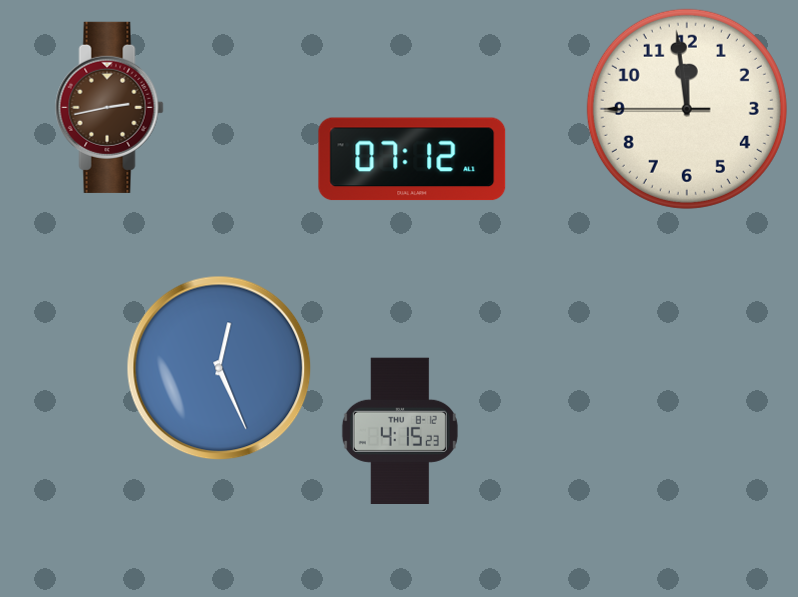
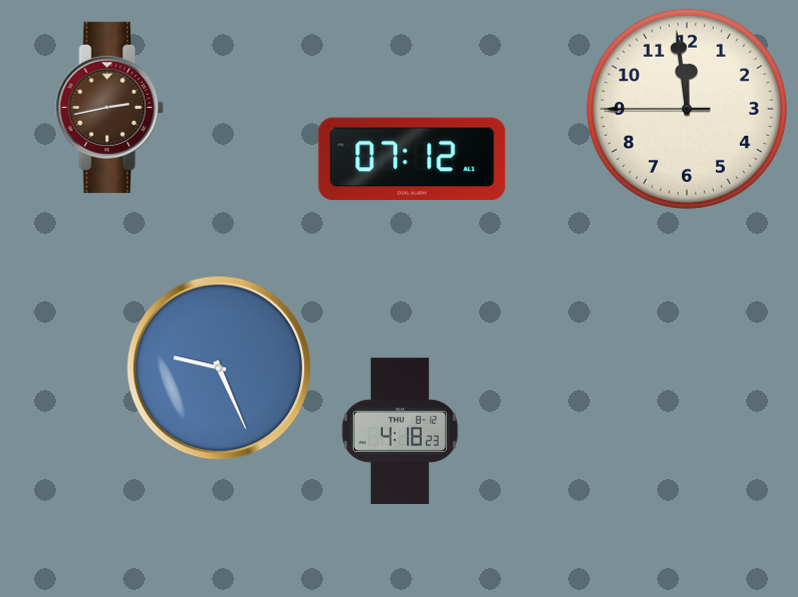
clock at (219, 368): 12:26 -> 9:26
clock at (400, 430): 4:15 -> 4:18
